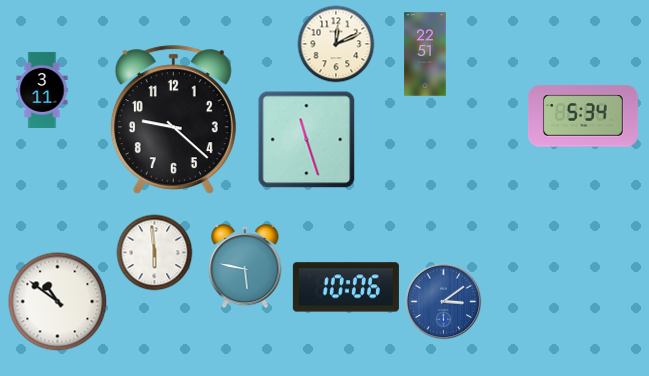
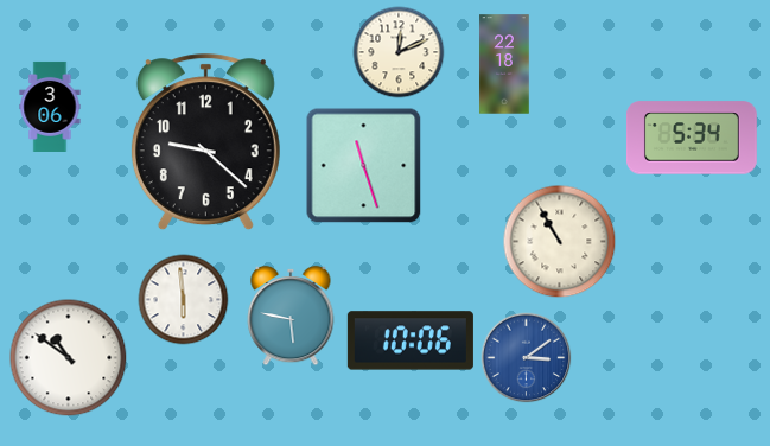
clock at (425, 54): 22:51 -> 22:18
clock at (42, 90): 3:11 -> 3:06
clock at (560, 242): none -> 10:55
